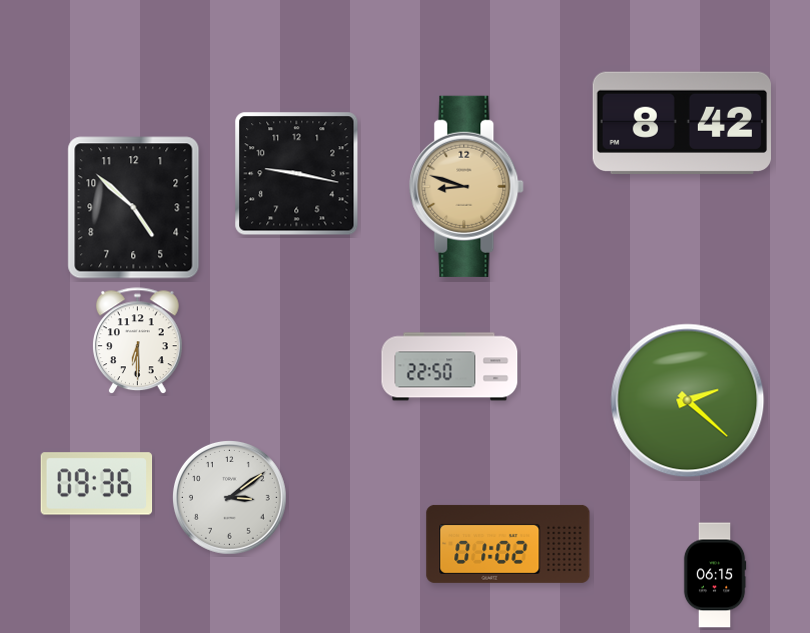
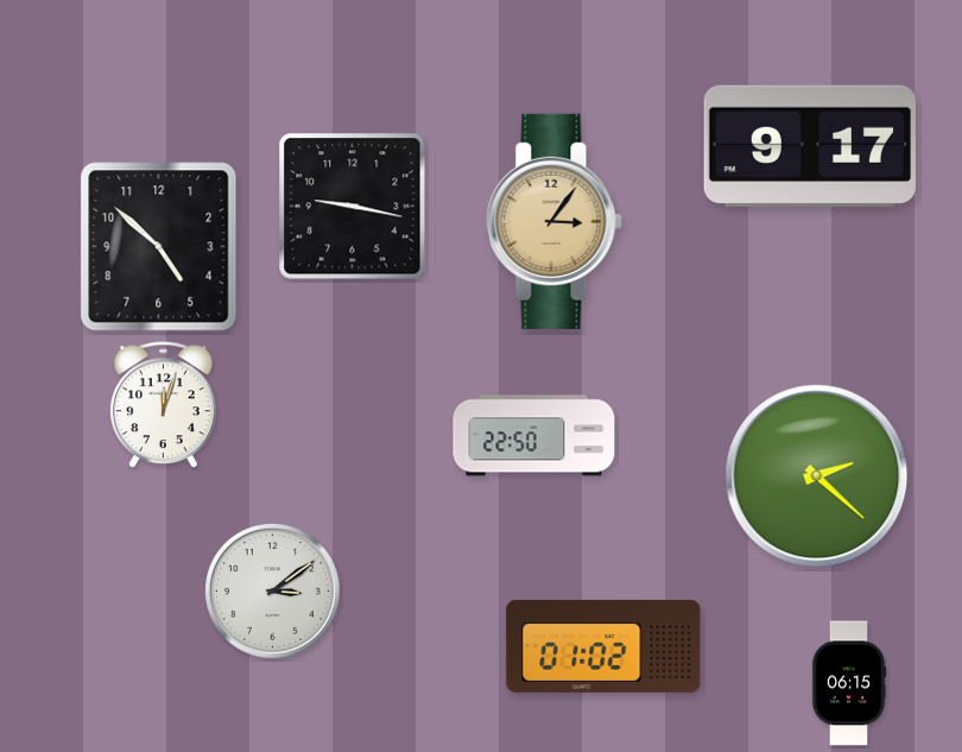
clock at (681, 122): 8:42 -> 9:17
clock at (467, 186): 8:48 -> 3:06
clock at (138, 341): 6:30 -> 12:03
clock at (97, 484): 09:36 -> none
